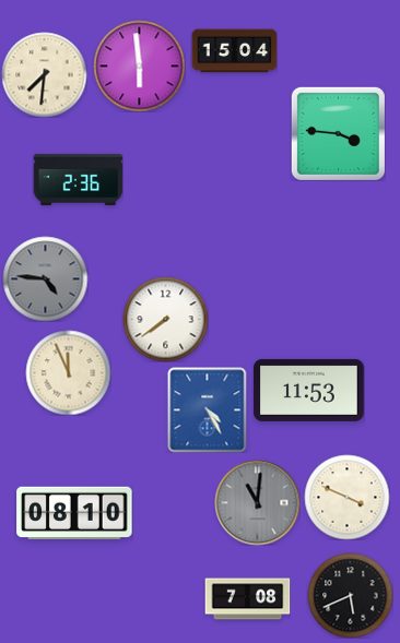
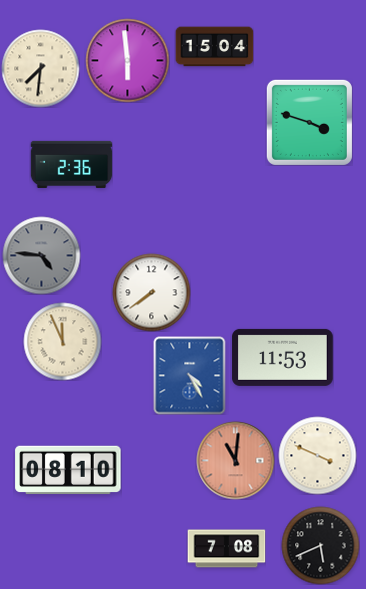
clock at (338, 133): 3:46 -> 3:48
clock at (257, 502) dial: grey -> salmon
